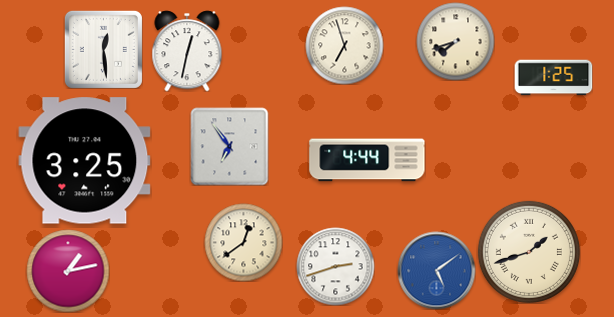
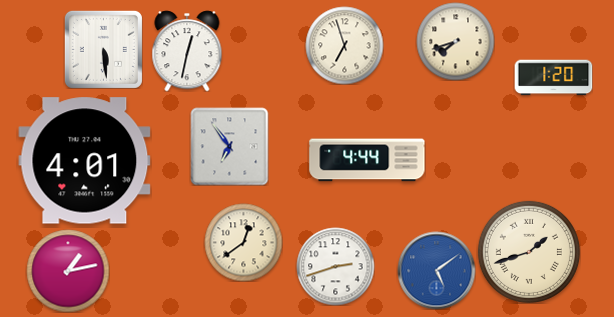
clock at (103, 49): 12:29 -> 5:29
clock at (553, 78): 1:25 -> 1:20
clock at (85, 161): 3:25 -> 4:01
